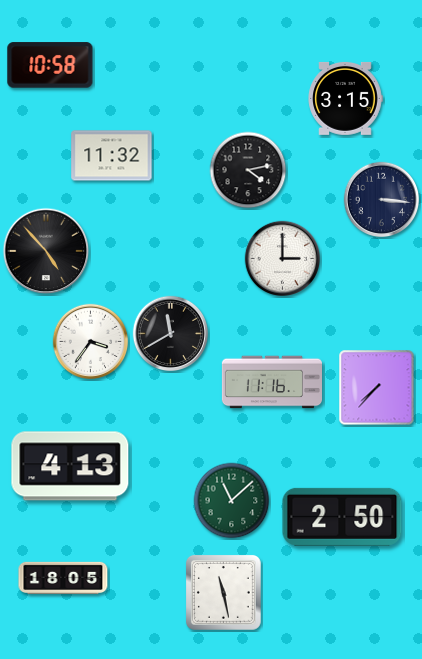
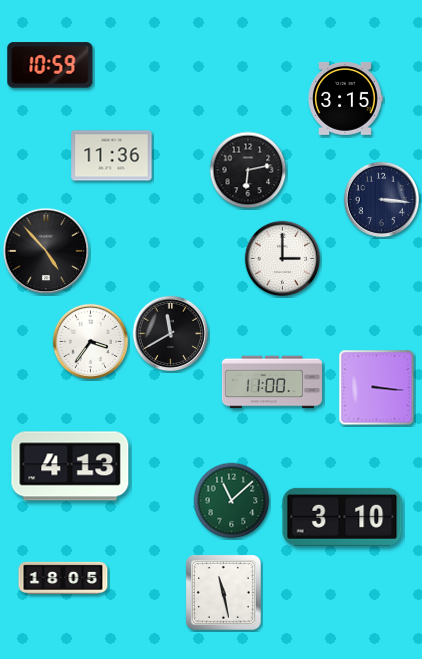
clock at (50, 65): 10:58 -> 10:59
clock at (112, 156): 11:32 -> 11:36
clock at (248, 170): 4:13 -> 6:13
clock at (271, 382): 11:16 -> 11:00
clock at (377, 388): 7:37 -> 3:16
clock at (342, 517): 2:50 -> 3:10
